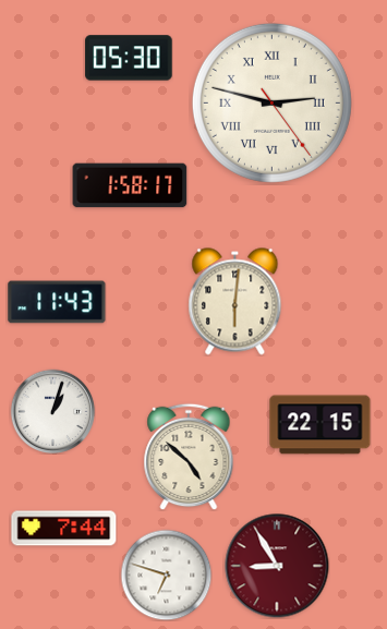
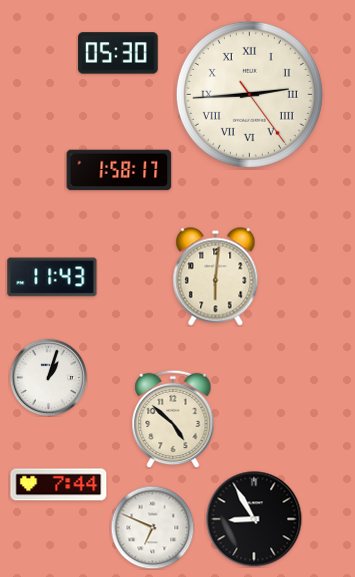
clock at (271, 102): 2:47 -> 2:44
clock at (321, 425): 22:15 -> none
clock at (277, 566) dial: burgundy -> black
clock at (166, 574): 6:48 -> 6:49
